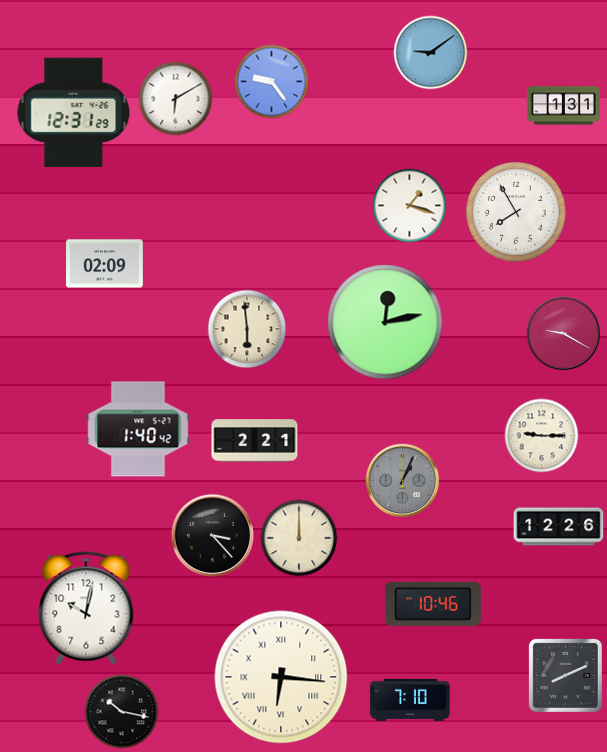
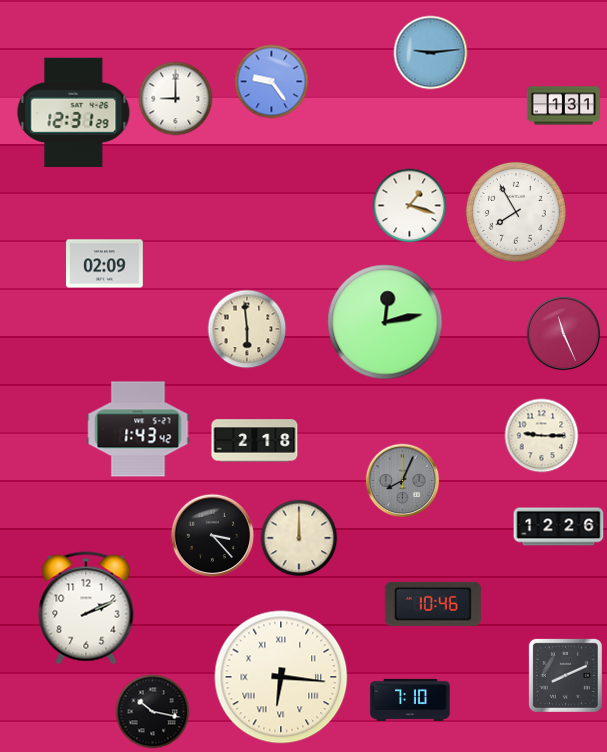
clock at (431, 53): 9:09 -> 9:14
clock at (176, 99): 6:10 -> 9:00
clock at (564, 334): 9:20 -> 11:26
clock at (138, 429): 1:40 -> 1:43
clock at (255, 441): 2:21 -> 2:18
clock at (403, 481): 1:04 -> 8:04
clock at (86, 608): 10:02 -> 2:11
clock at (122, 712) position: (122, 712) -> (153, 712)
